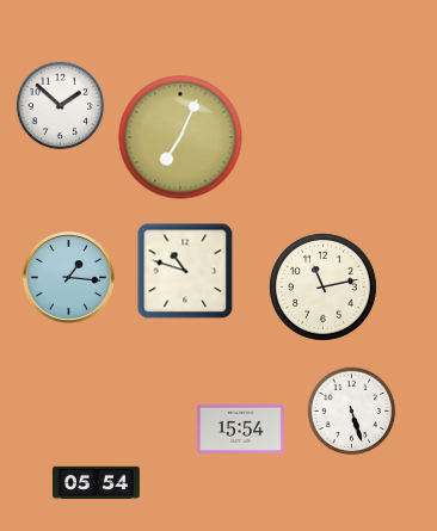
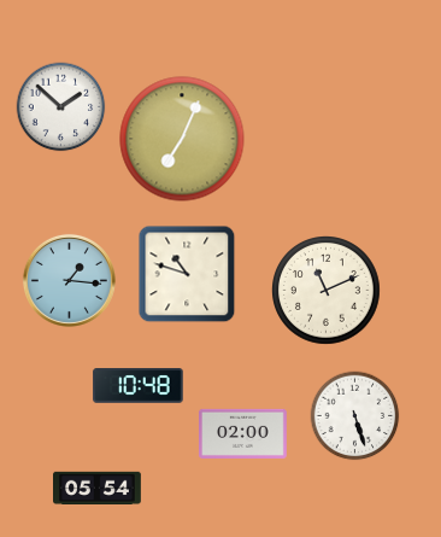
clock at (324, 288): 11:13 -> 11:11
clock at (139, 386): none -> 10:48
clock at (241, 428): 15:54 -> 02:00
